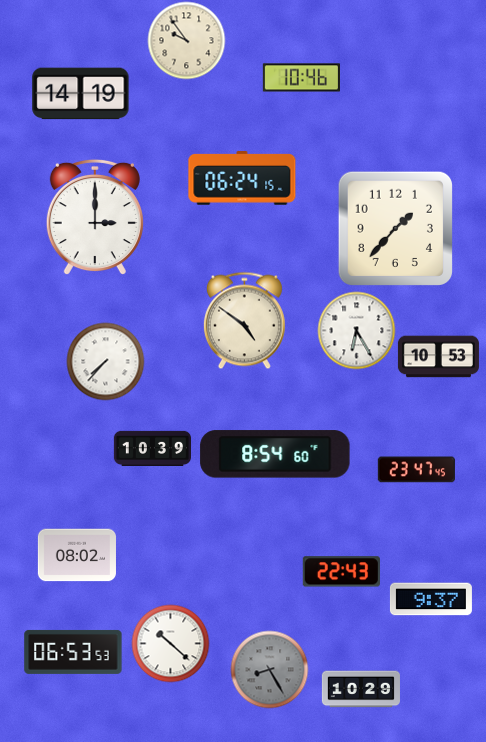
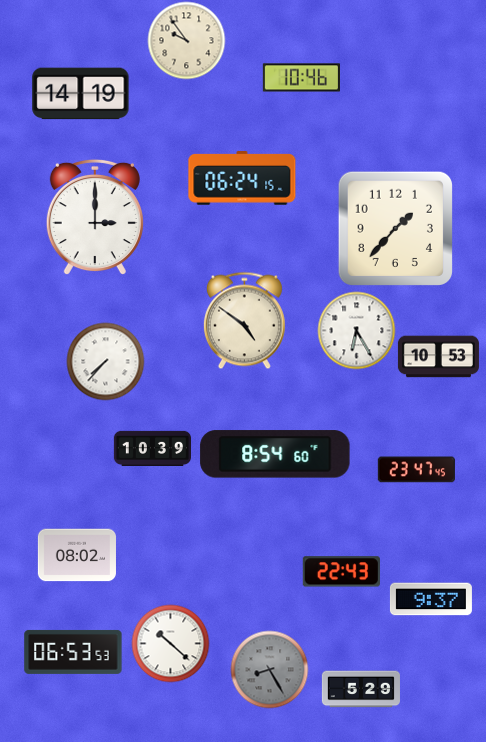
clock at (361, 689): 10:29 -> 5:29
